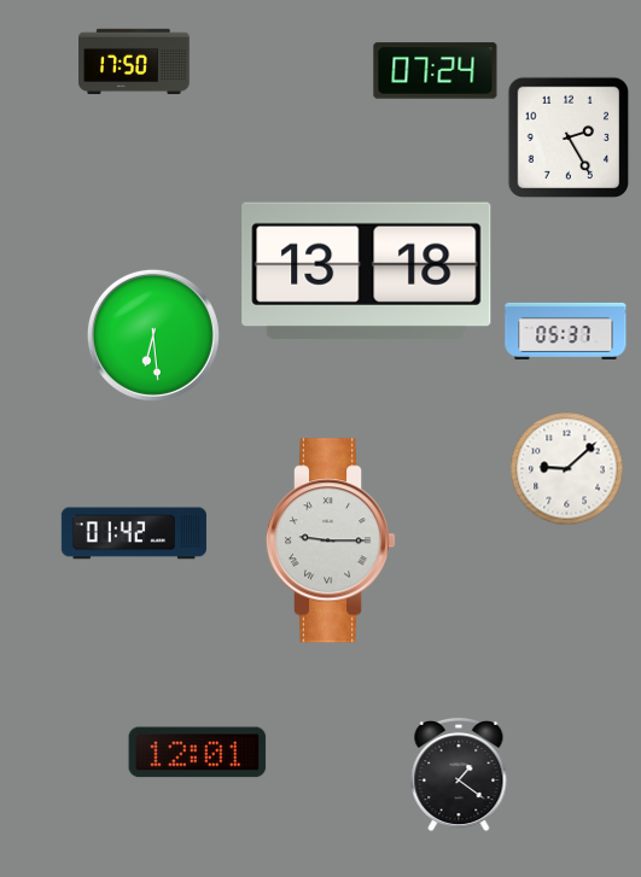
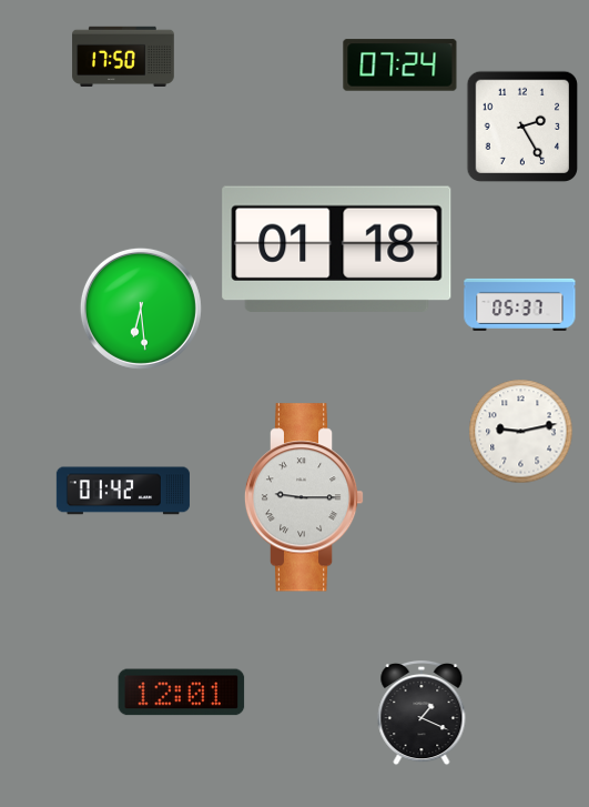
clock at (367, 270): 13:18 -> 01:18
clock at (567, 469): 9:08 -> 9:13
clock at (459, 774): 1:21 -> 1:19
